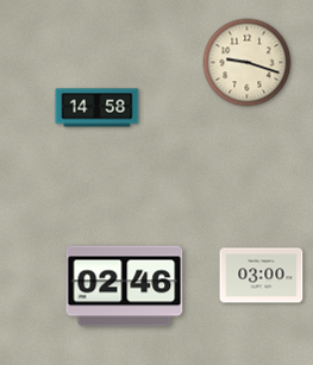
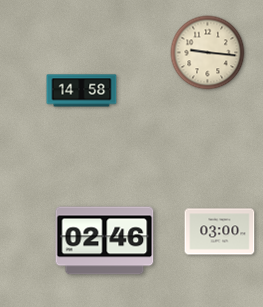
clock at (248, 63): 9:18 -> 9:16
